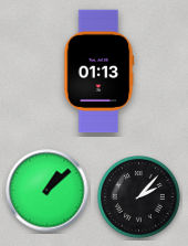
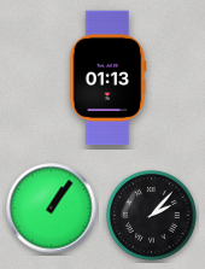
clock at (48, 191): 1:08 -> 1:06
